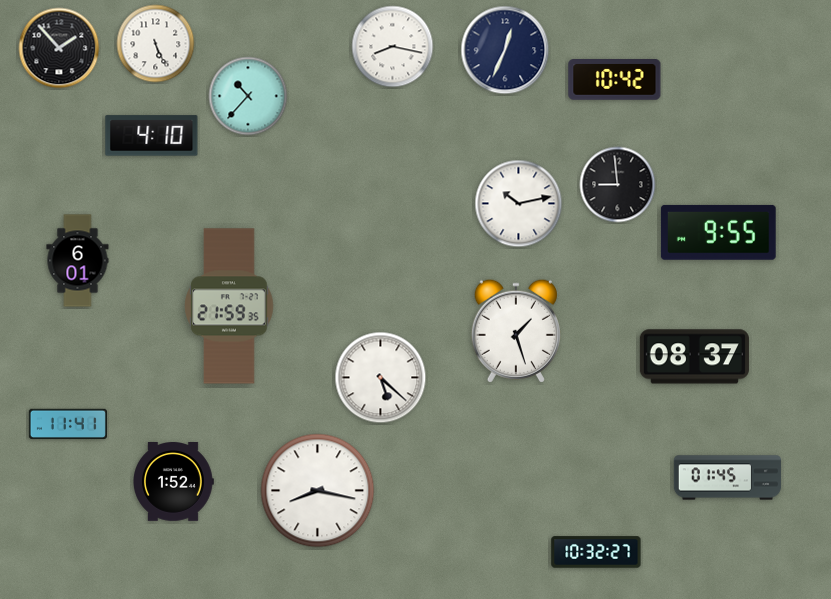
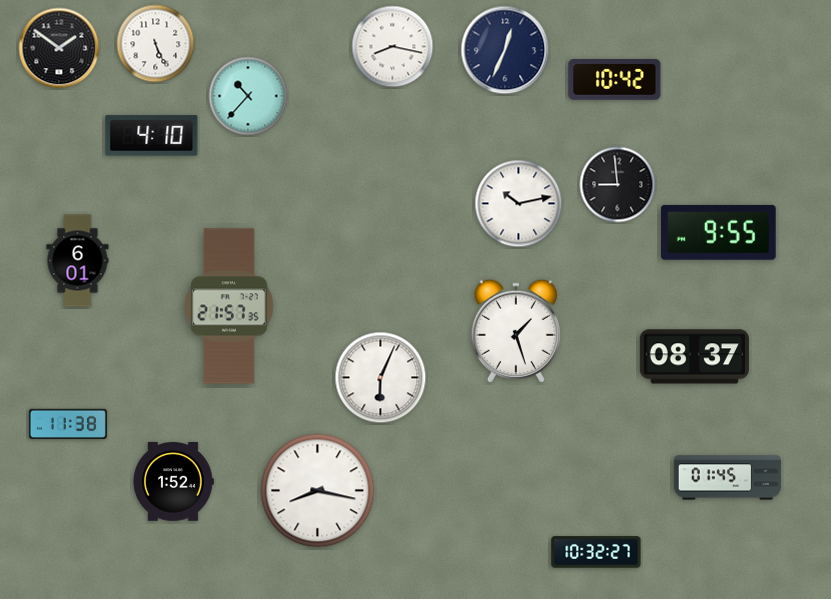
clock at (59, 48): 1:53 -> 1:51
clock at (229, 306): 21:59 -> 21:57
clock at (381, 378): 5:22 -> 6:04
clock at (68, 424): 11:41 -> 11:38
